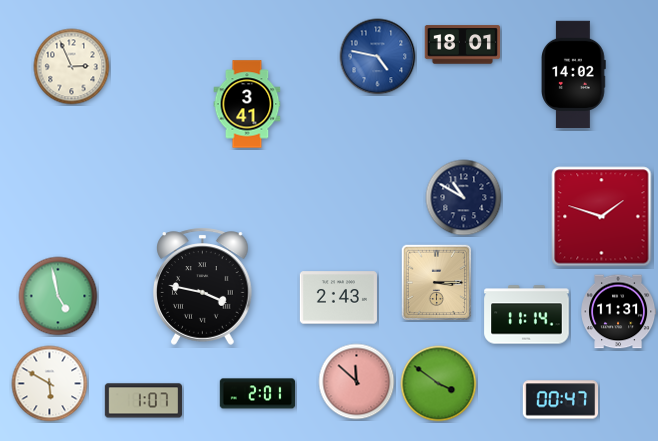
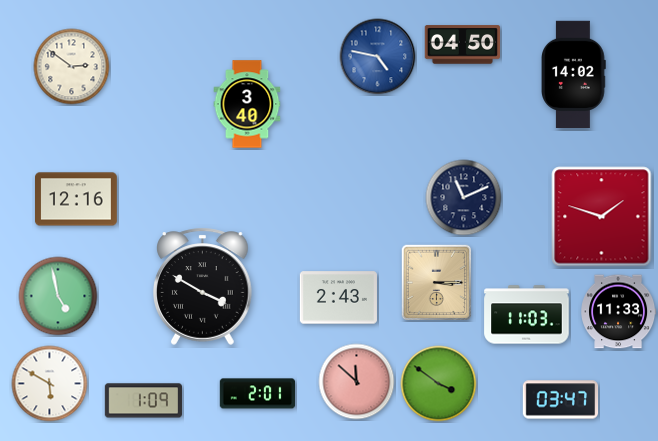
clock at (463, 45): 18:01 -> 04:50
clock at (72, 67): 2:56 -> 2:51
clock at (247, 104): 3:41 -> 3:40
clock at (464, 198): 10:50 -> 11:11
clock at (77, 199): none -> 12:16
clock at (203, 286): 3:47 -> 3:50
clock at (619, 312): 11:31 -> 11:33
clock at (527, 315): 11:14 -> 11:03
clock at (561, 400): 00:47 -> 03:47
clock at (143, 401): 1:07 -> 1:09
